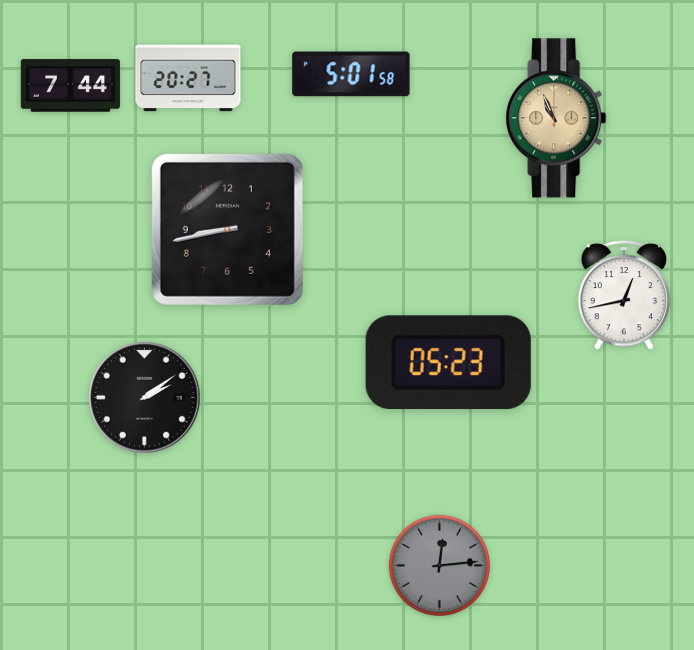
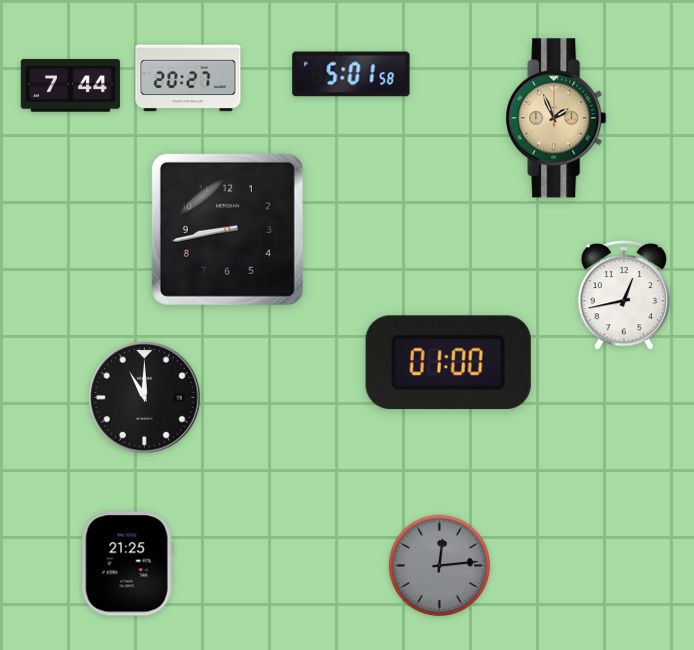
clock at (556, 118): 10:56 -> 1:56
clock at (448, 363): 05:23 -> 01:00
clock at (145, 398): 2:09 -> 11:00
clock at (127, 564): none -> 21:25
